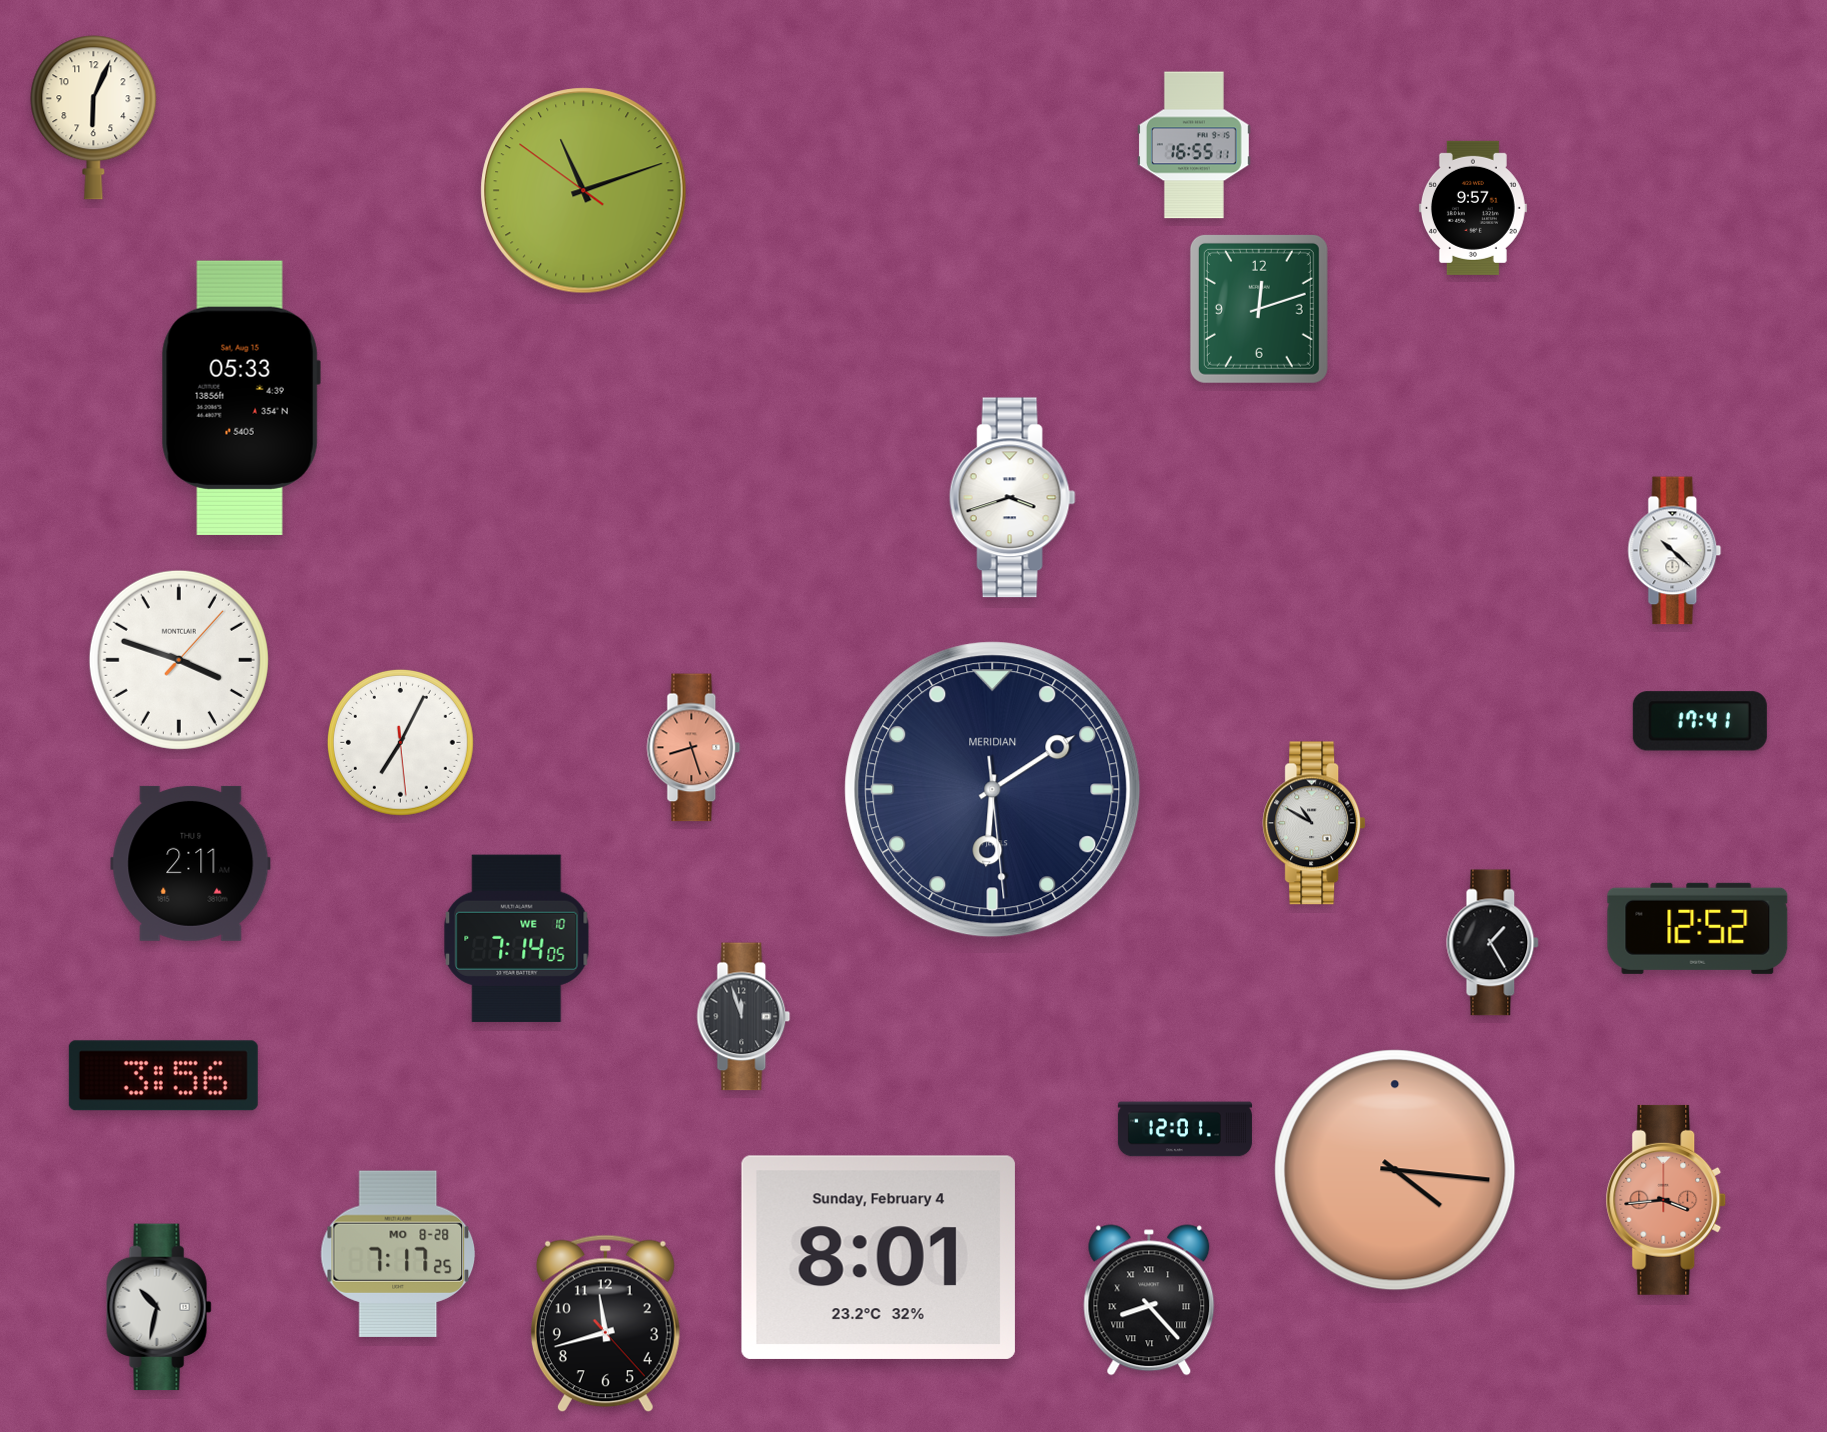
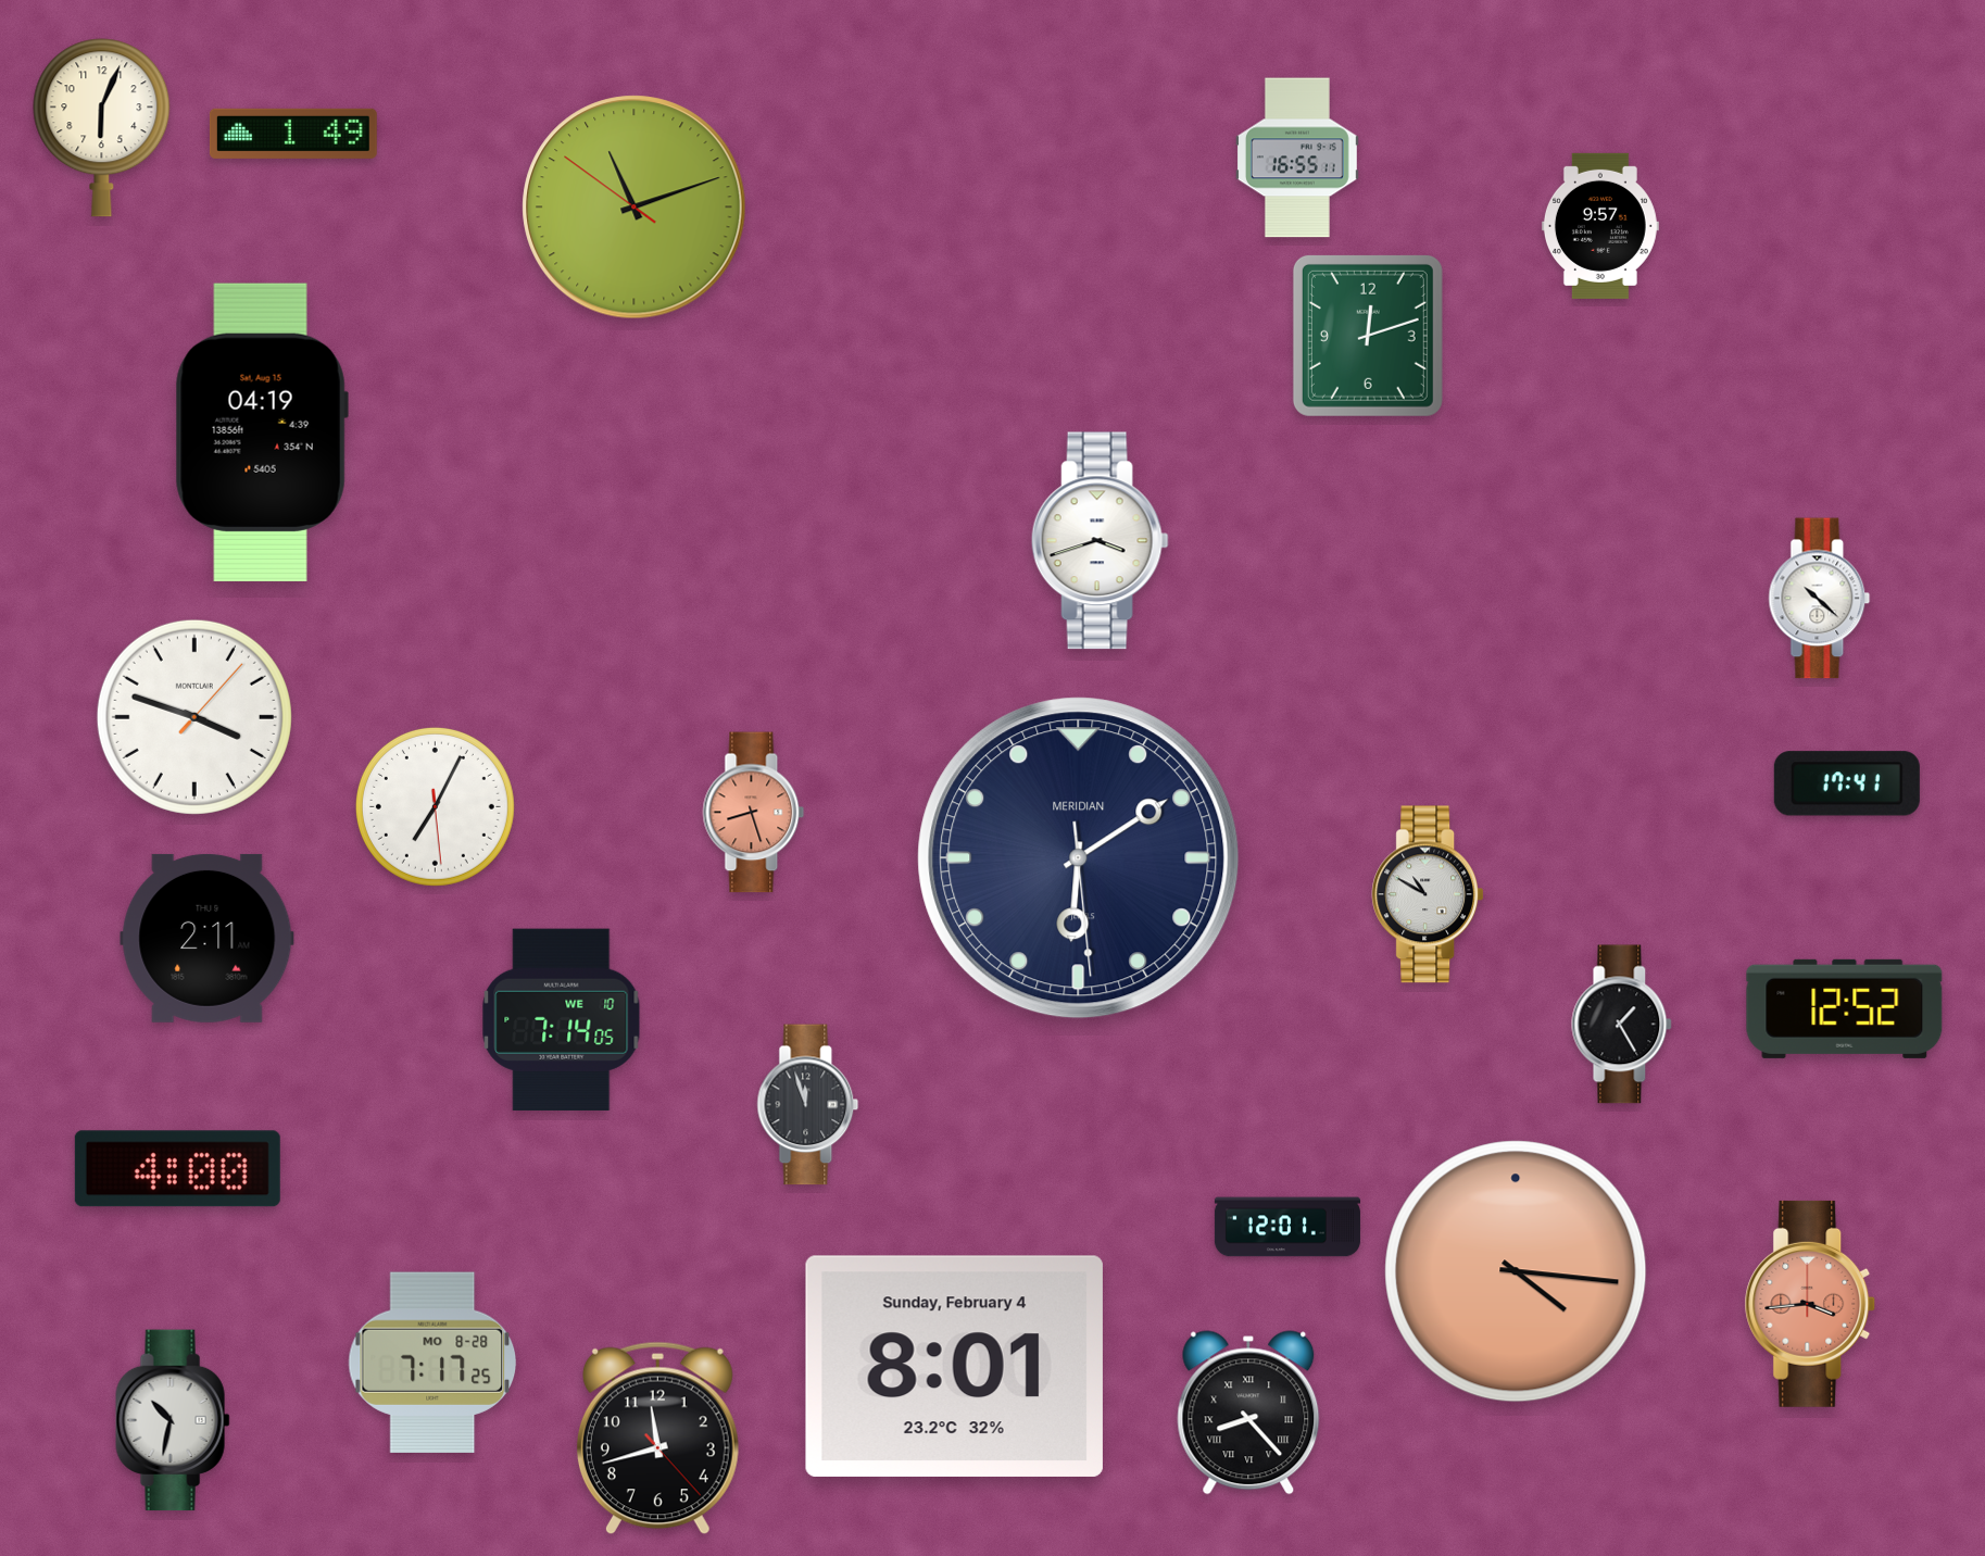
clock at (293, 134): none -> 1:49
clock at (241, 398): 05:33 -> 04:19
clock at (163, 1076): 3:56 -> 4:00
